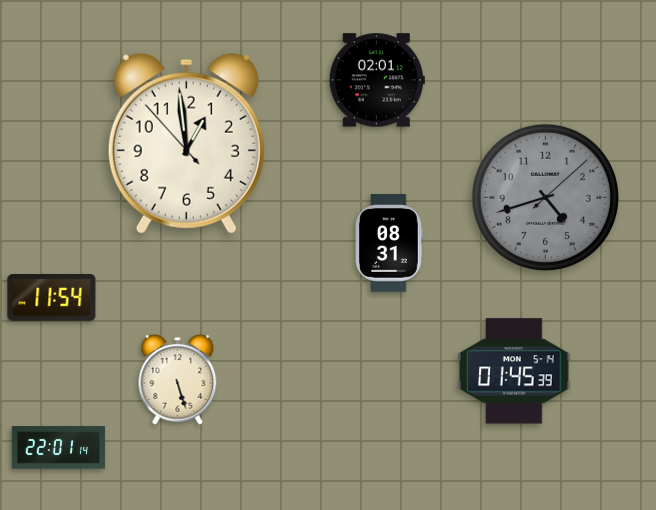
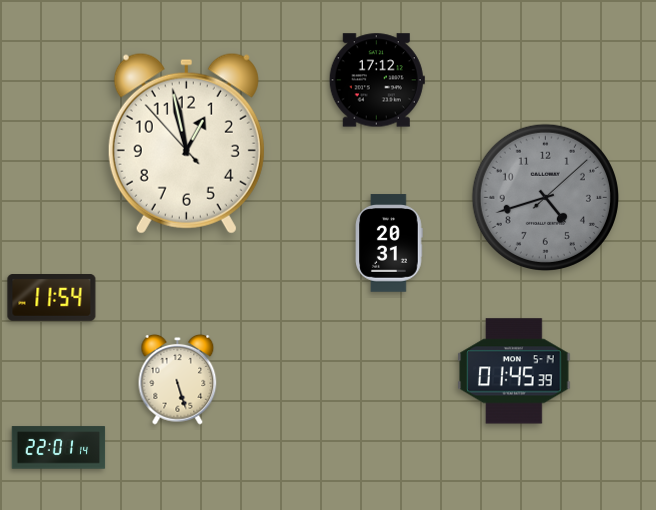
clock at (377, 80): 02:01 -> 17:12
clock at (186, 143): 12:58 -> 12:57
clock at (389, 243): 08:31 -> 20:31
